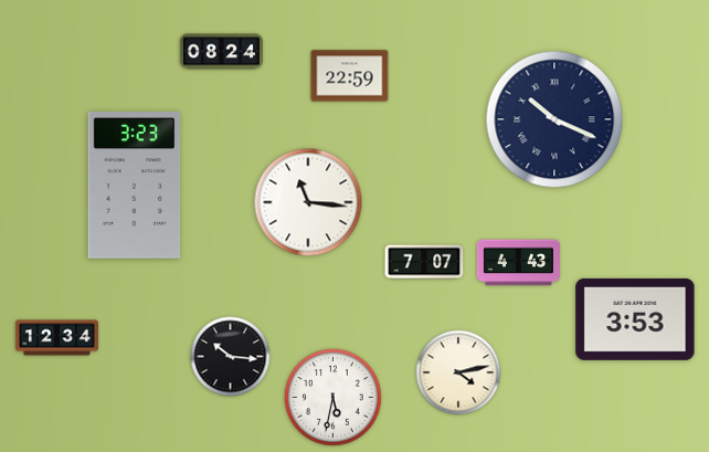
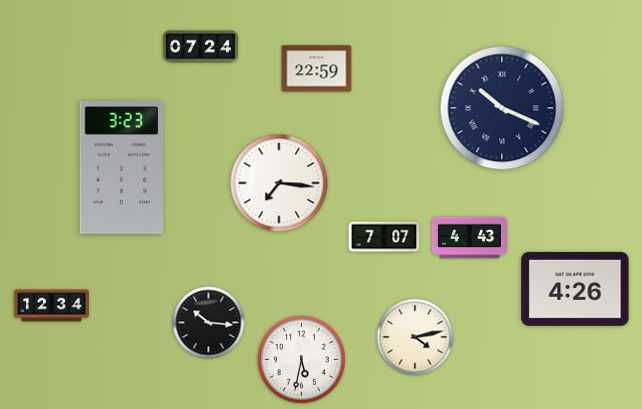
clock at (221, 52): 08:24 -> 07:24
clock at (308, 202): 11:16 -> 7:16
clock at (635, 319): 3:53 -> 4:26
